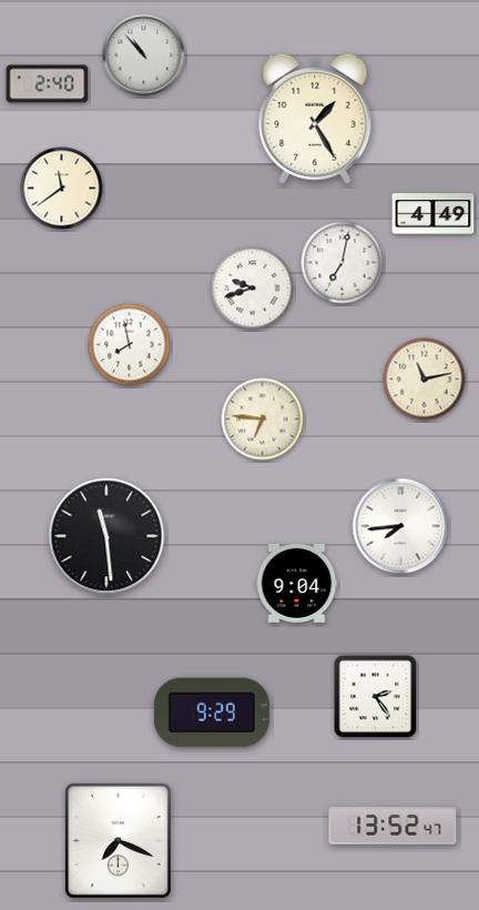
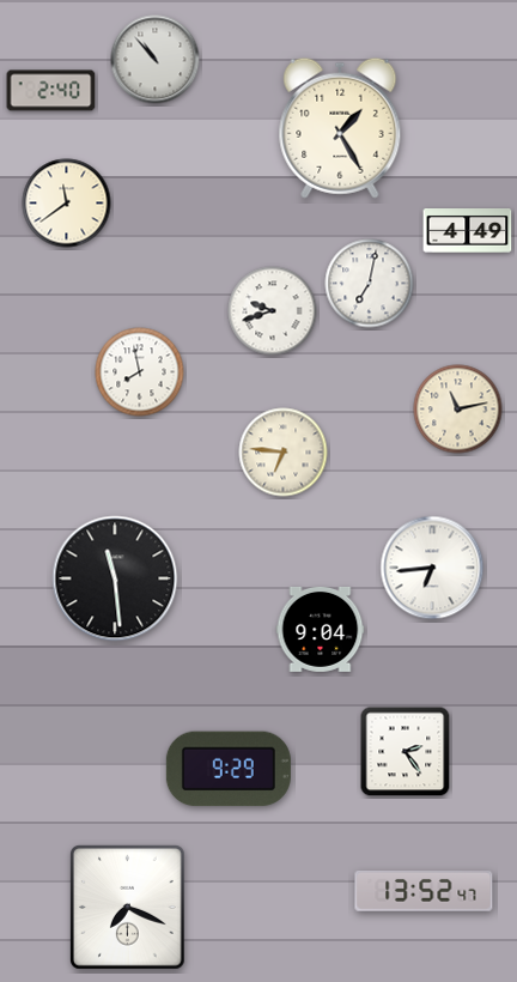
clock at (400, 526): 7:44 -> 6:44
